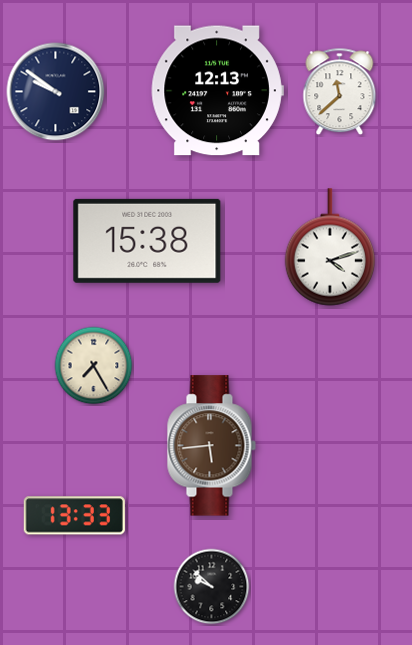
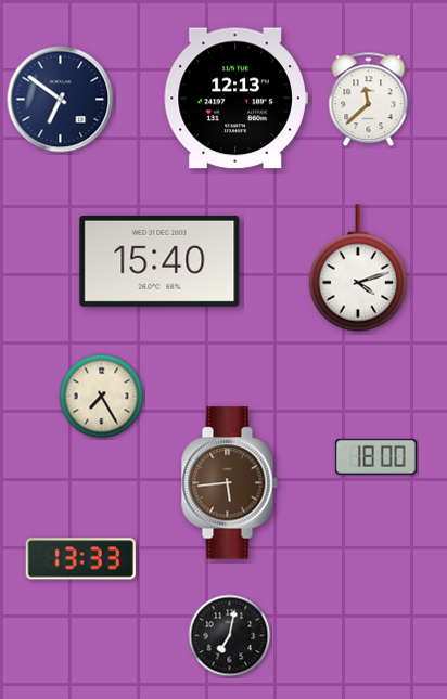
clock at (56, 92): 9:51 -> 6:51
clock at (147, 241): 15:38 -> 15:40
clock at (375, 456): none -> 18:00
clock at (212, 587): 9:52 -> 7:02
